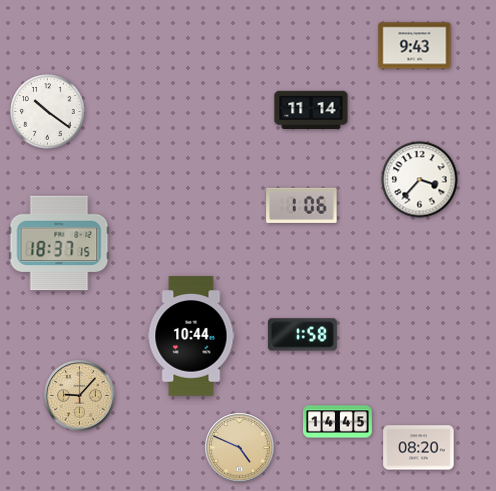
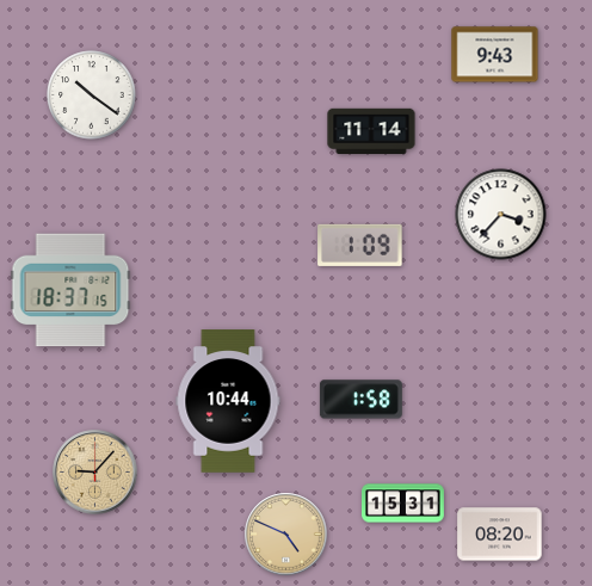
clock at (48, 112) position: (48, 112) -> (92, 95)
clock at (302, 205): 1:06 -> 1:09
clock at (338, 422): 14:45 -> 15:31
